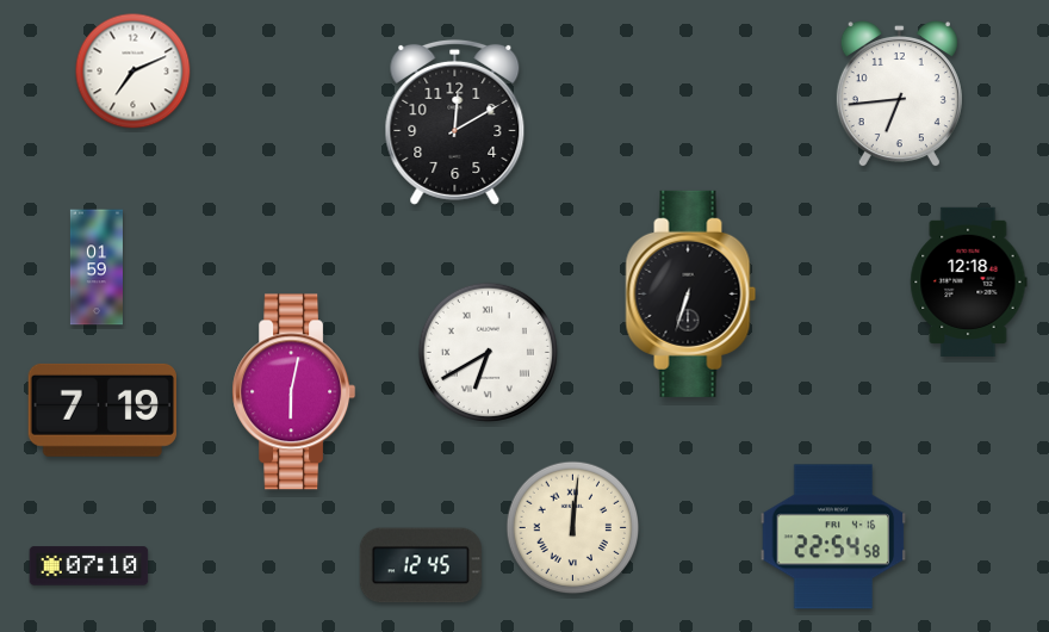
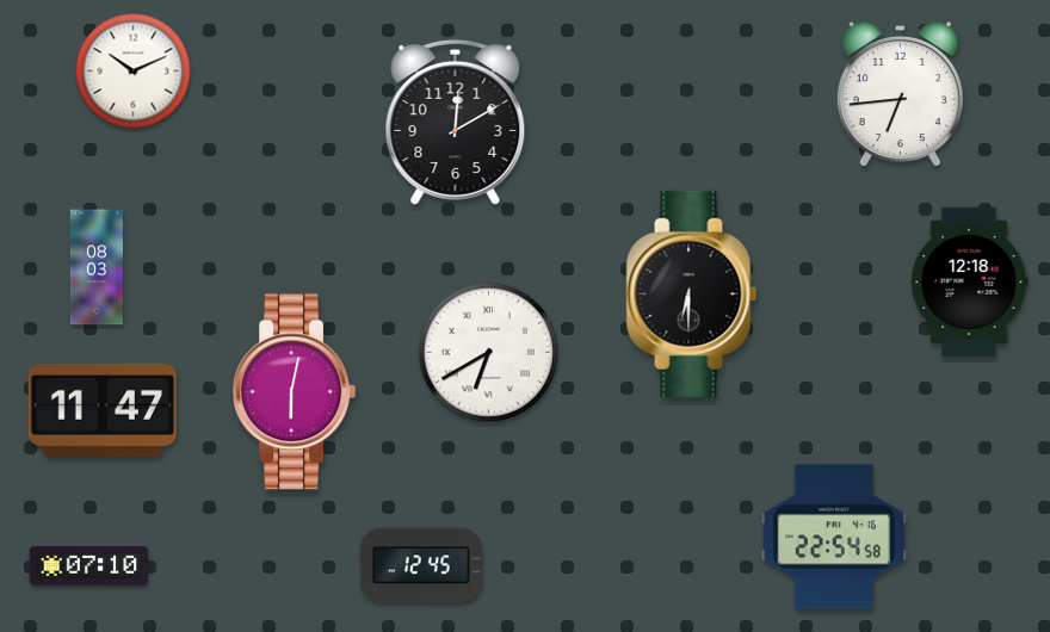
clock at (134, 72): 7:11 -> 10:11
clock at (97, 267): 01:59 -> 08:03
clock at (691, 293): 6:33 -> 6:30
clock at (103, 410): 7:19 -> 11:47
clock at (573, 528): 12:01 -> none
